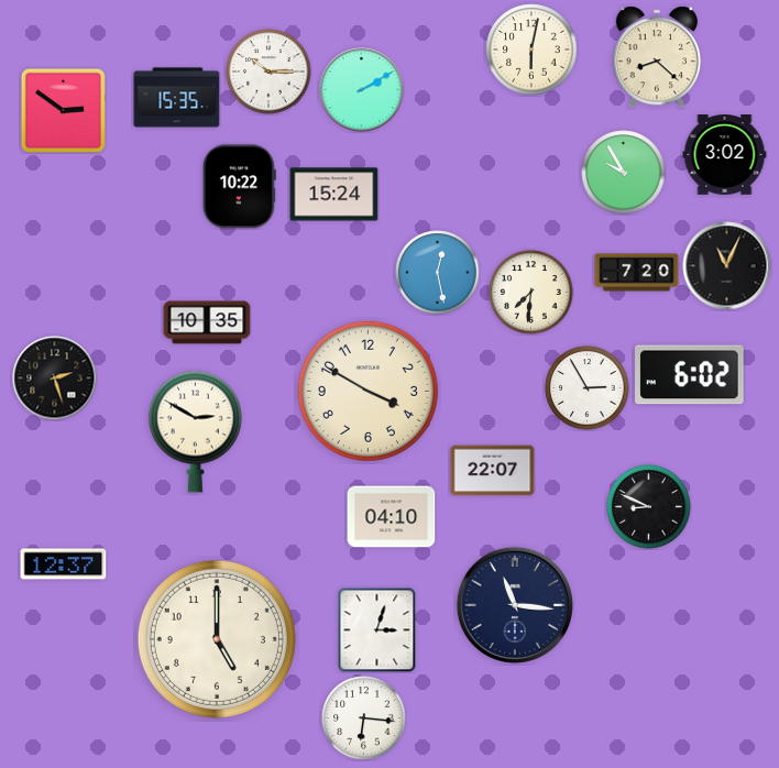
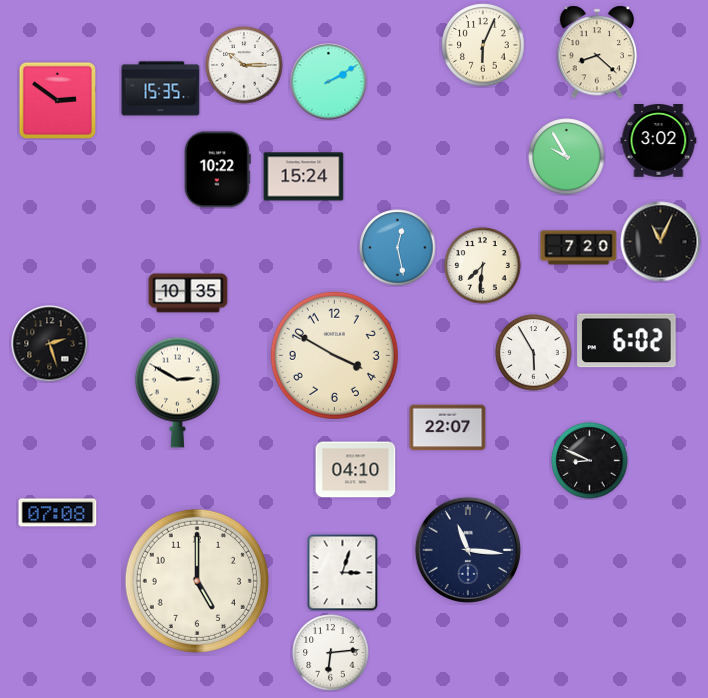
clock at (531, 50): 6:02 -> 6:04
clock at (588, 388): 2:55 -> 5:55
clock at (64, 564): 12:37 -> 07:08
clock at (364, 718): 6:16 -> 6:14
